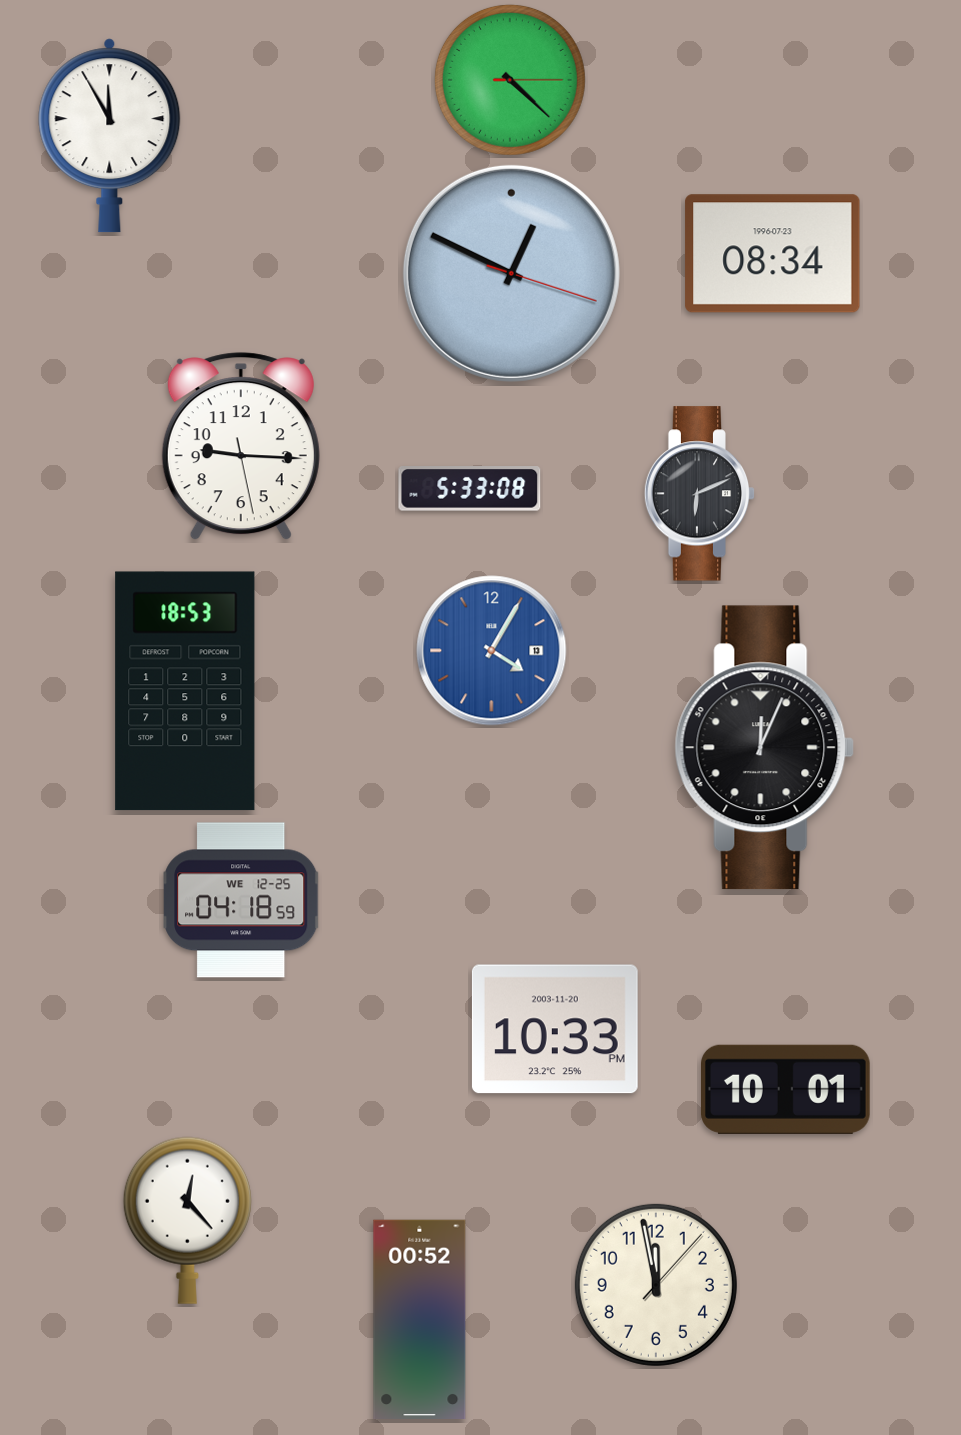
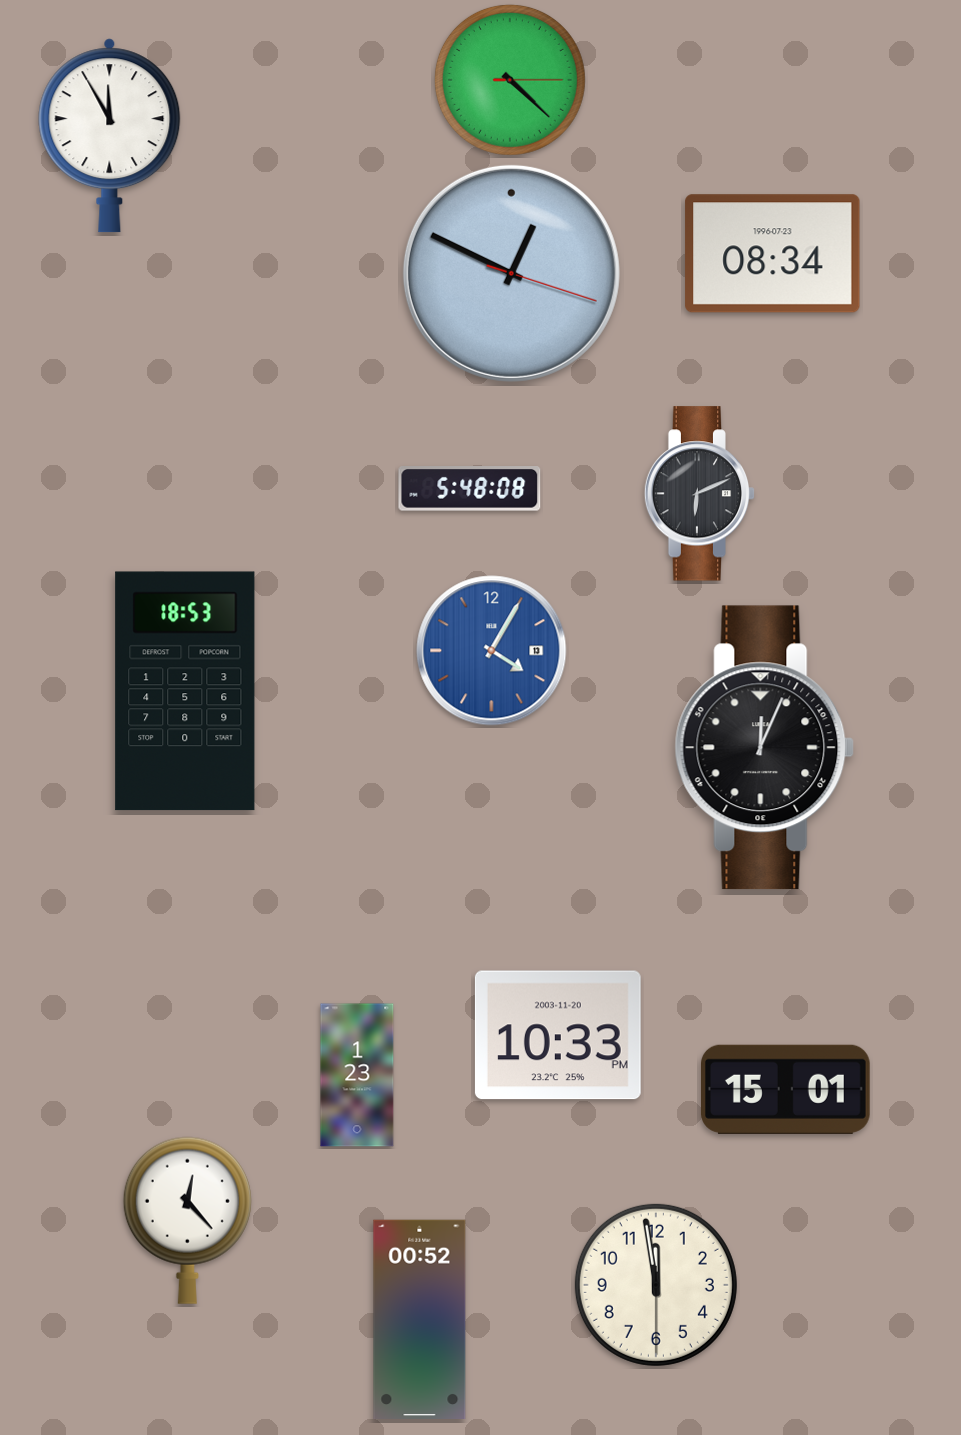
clock at (241, 447): 9:15 -> none
clock at (470, 489): 5:33 -> 5:48
clock at (241, 900): 04:18 -> none
clock at (555, 1029) position: (555, 1029) -> (558, 1035)
clock at (357, 1075): none -> 1:23
clock at (786, 1089): 10:01 -> 15:01
clock at (656, 1285): 11:58:07 -> 11:58:30
